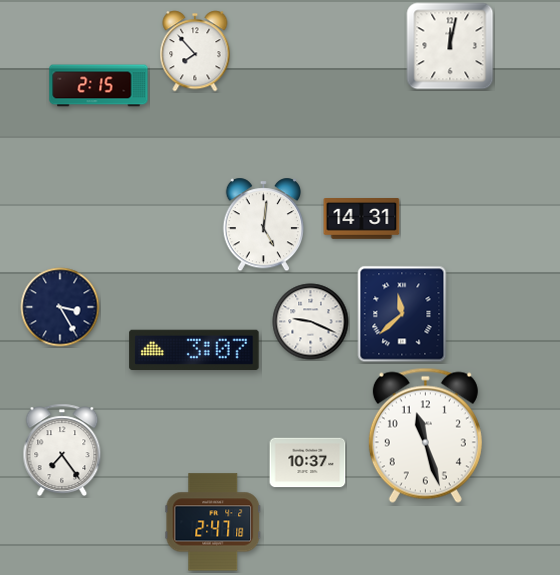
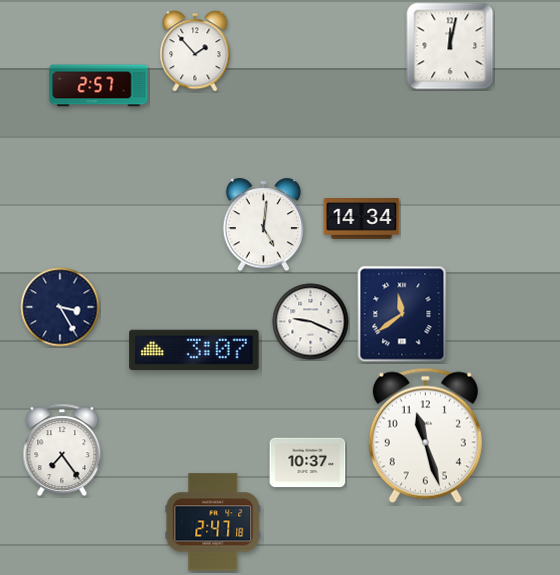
clock at (195, 51): 7:53 -> 1:53
clock at (99, 86): 2:15 -> 2:57
clock at (362, 219): 14:31 -> 14:34
clock at (402, 314): 11:38 -> 11:39
